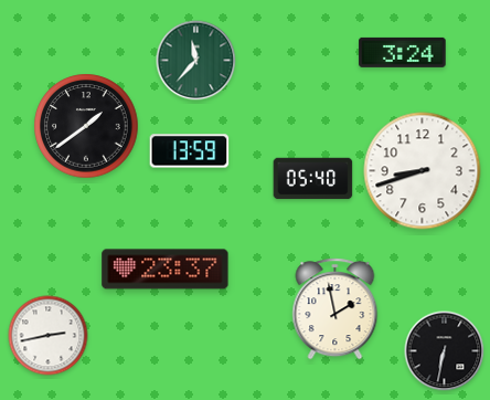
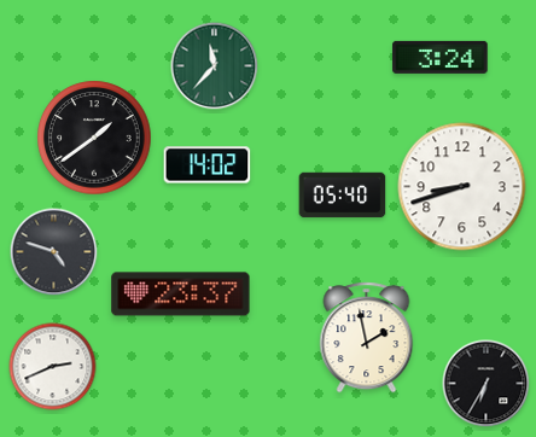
clock at (190, 151): 13:59 -> 14:02
clock at (54, 252): none -> 4:48
clock at (49, 336): 2:43 -> 2:41
clock at (445, 351): 6:32 -> 6:35
